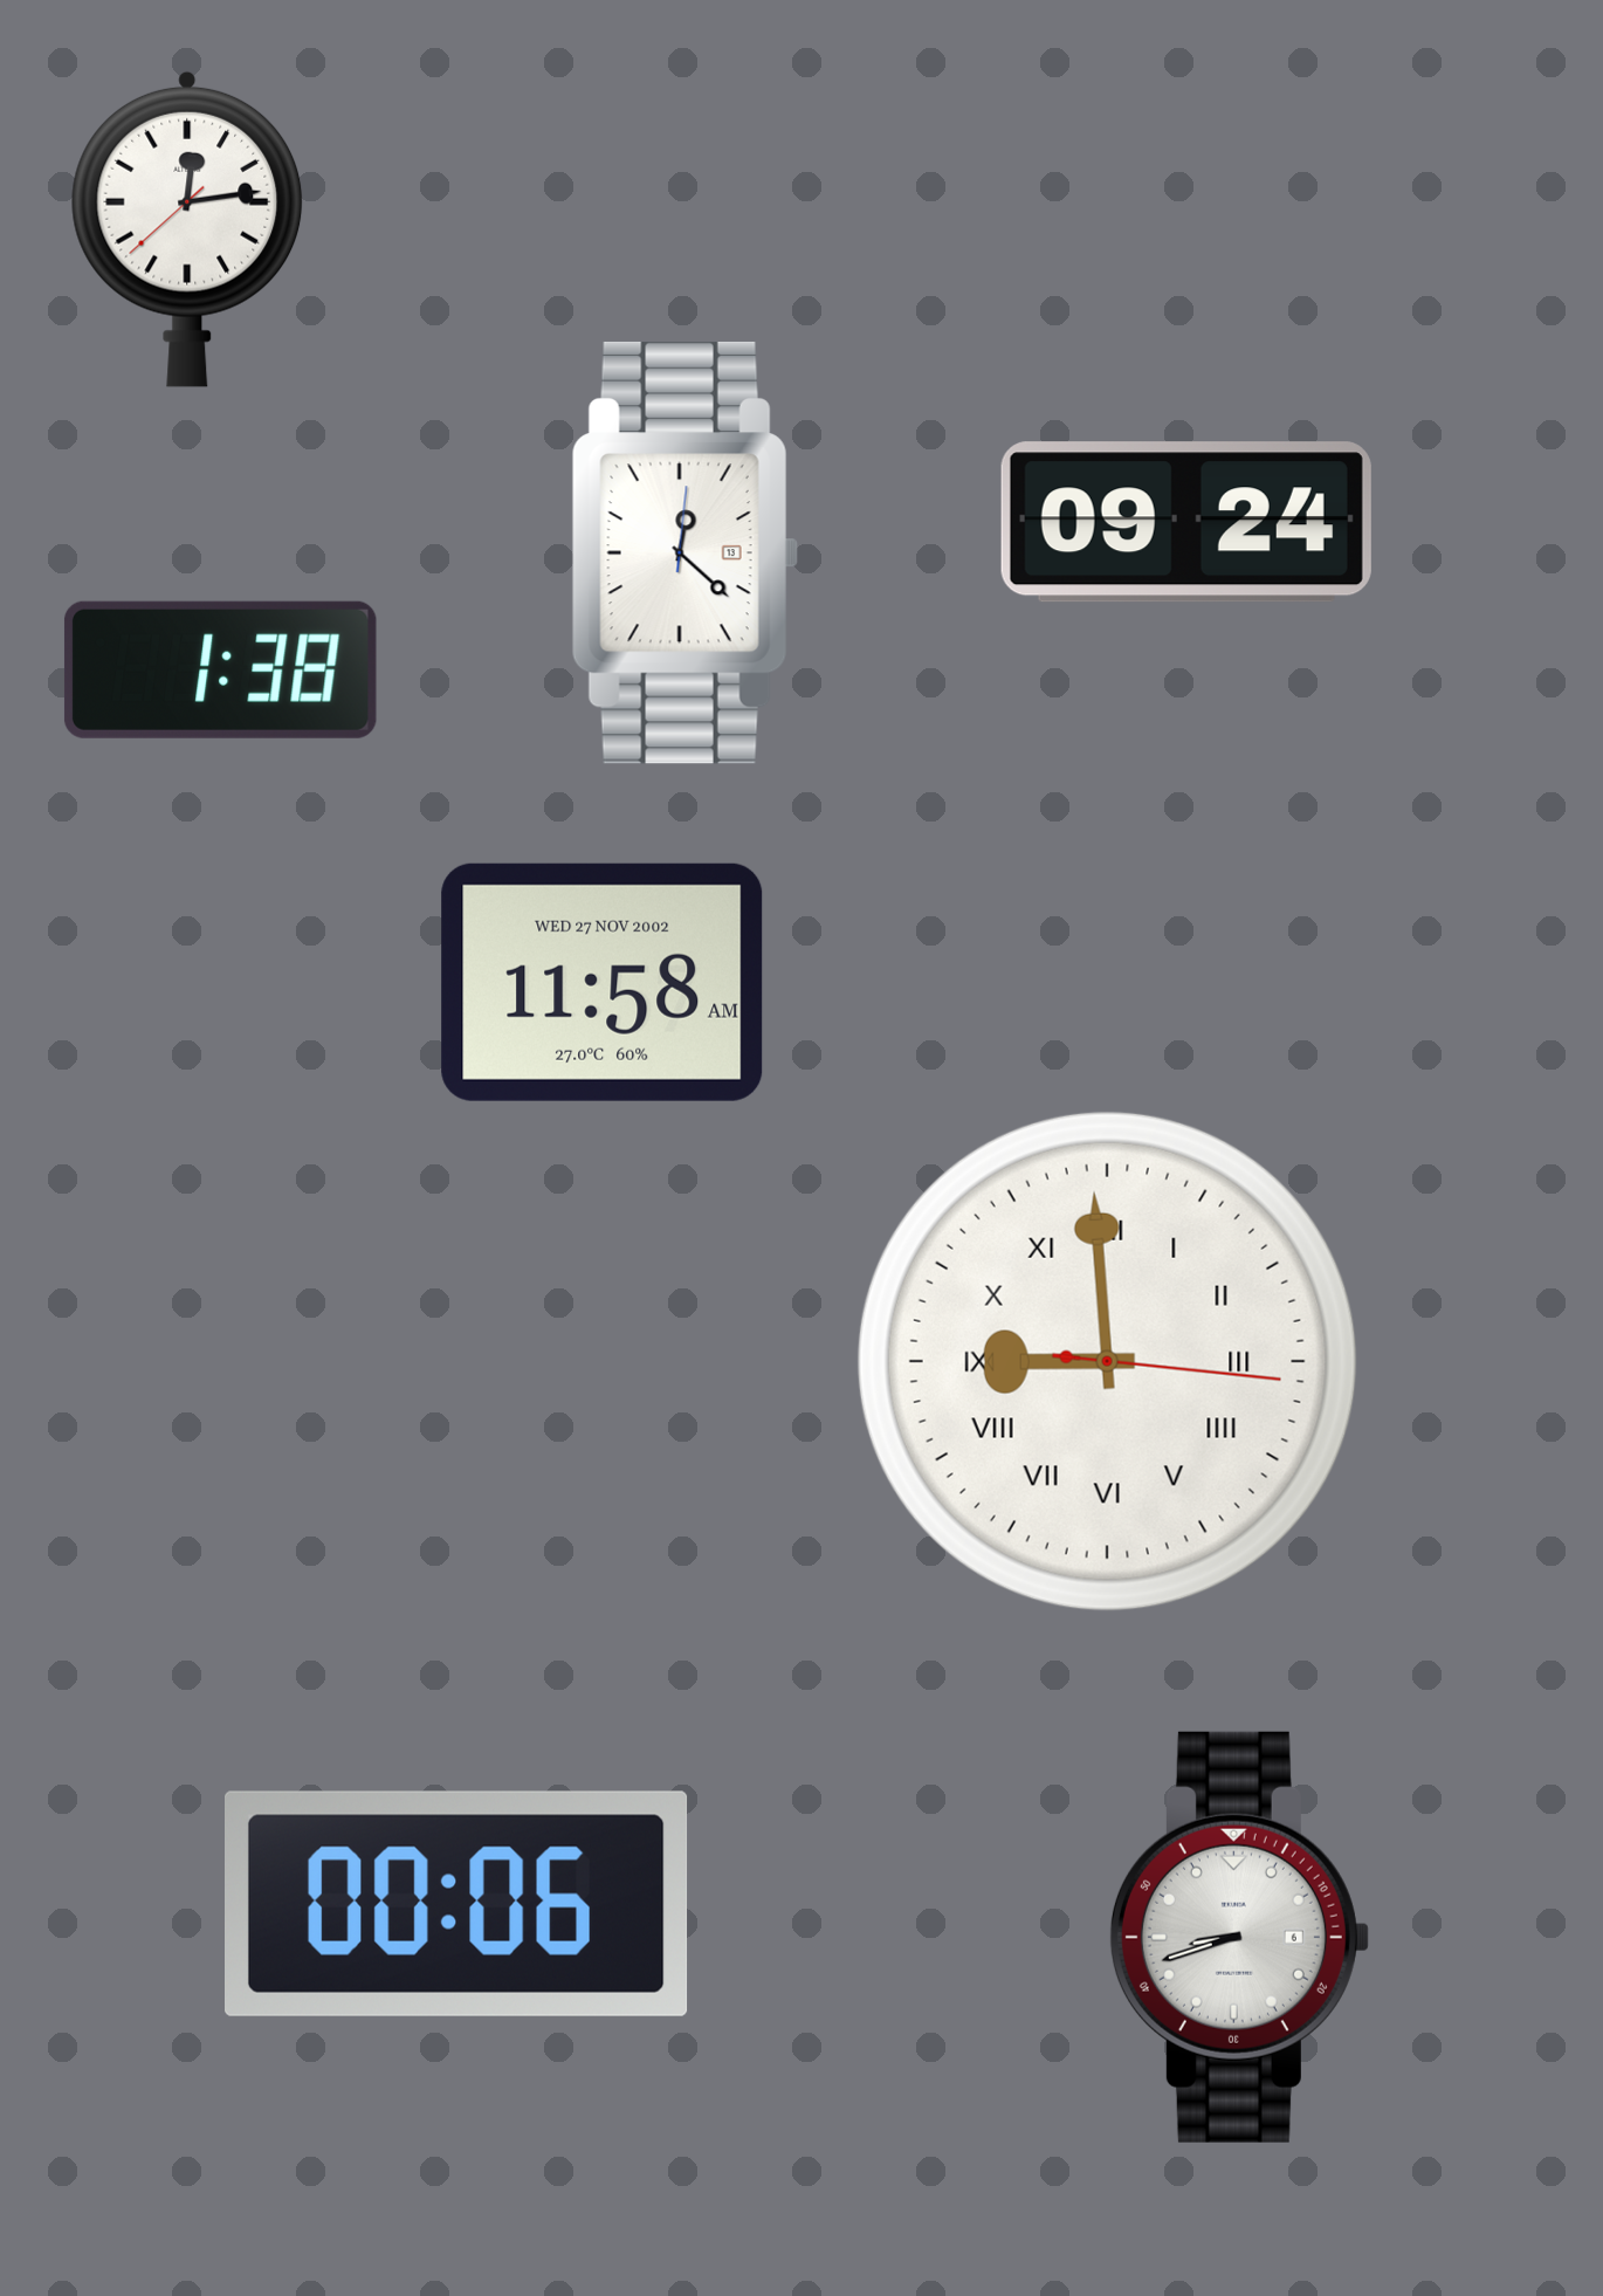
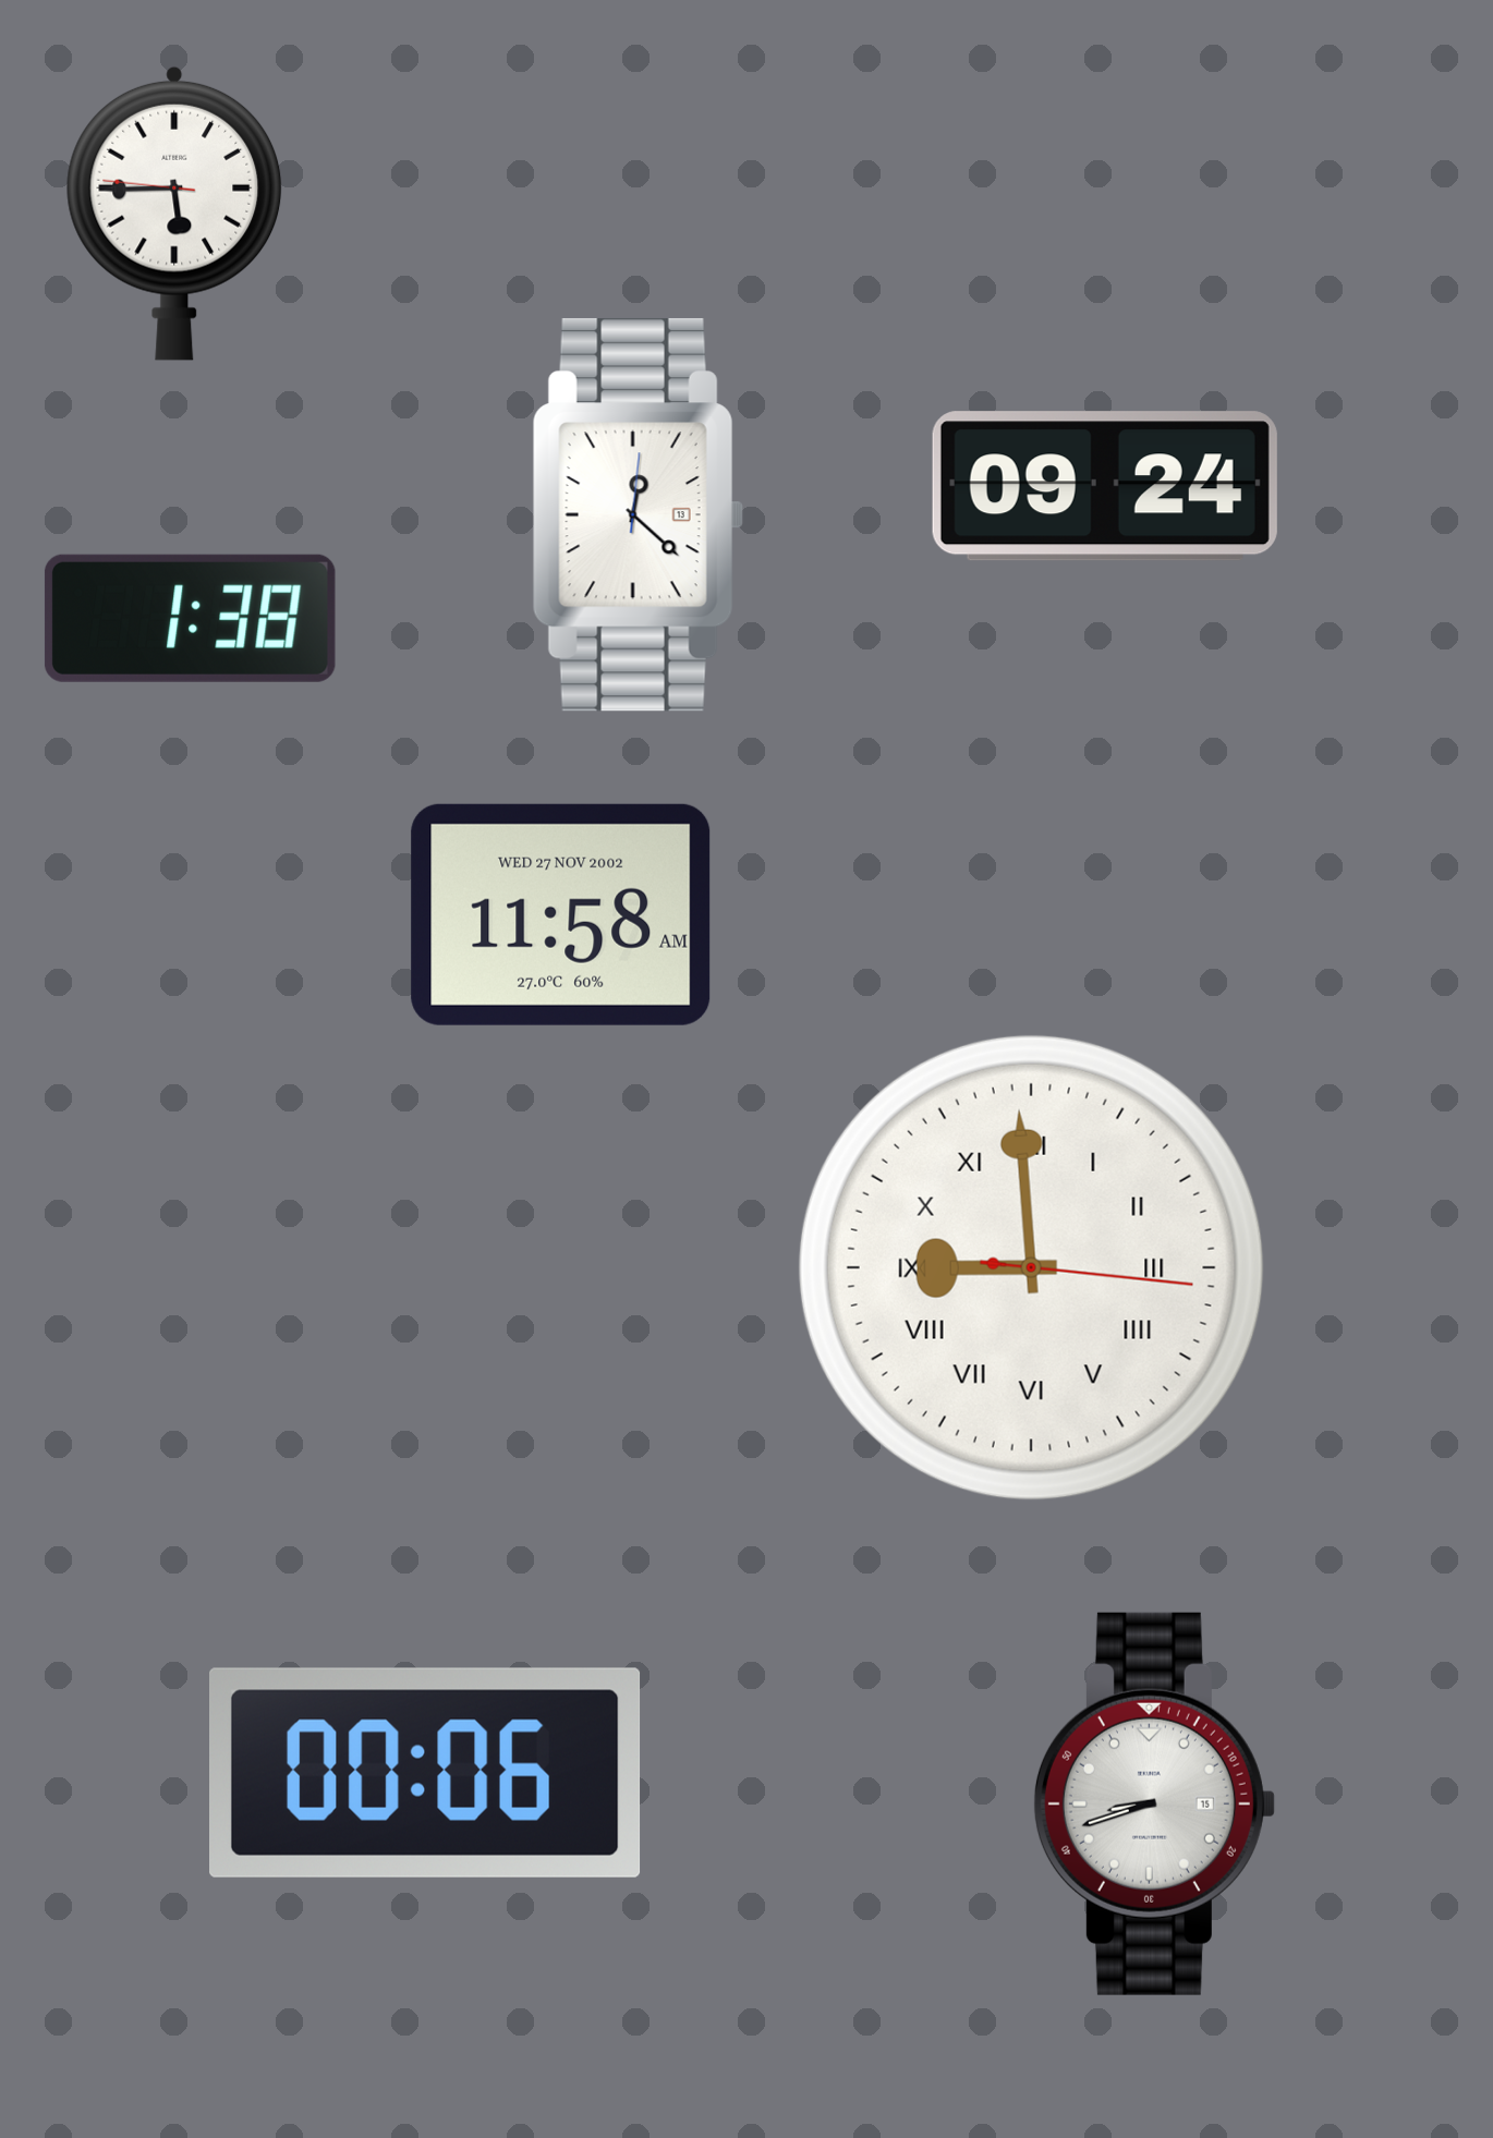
clock at (187, 229): 12:13 -> 5:44
clock at (220, 669) position: (220, 669) -> (190, 618)
clock at (1239, 1937) date: 6 -> 15
